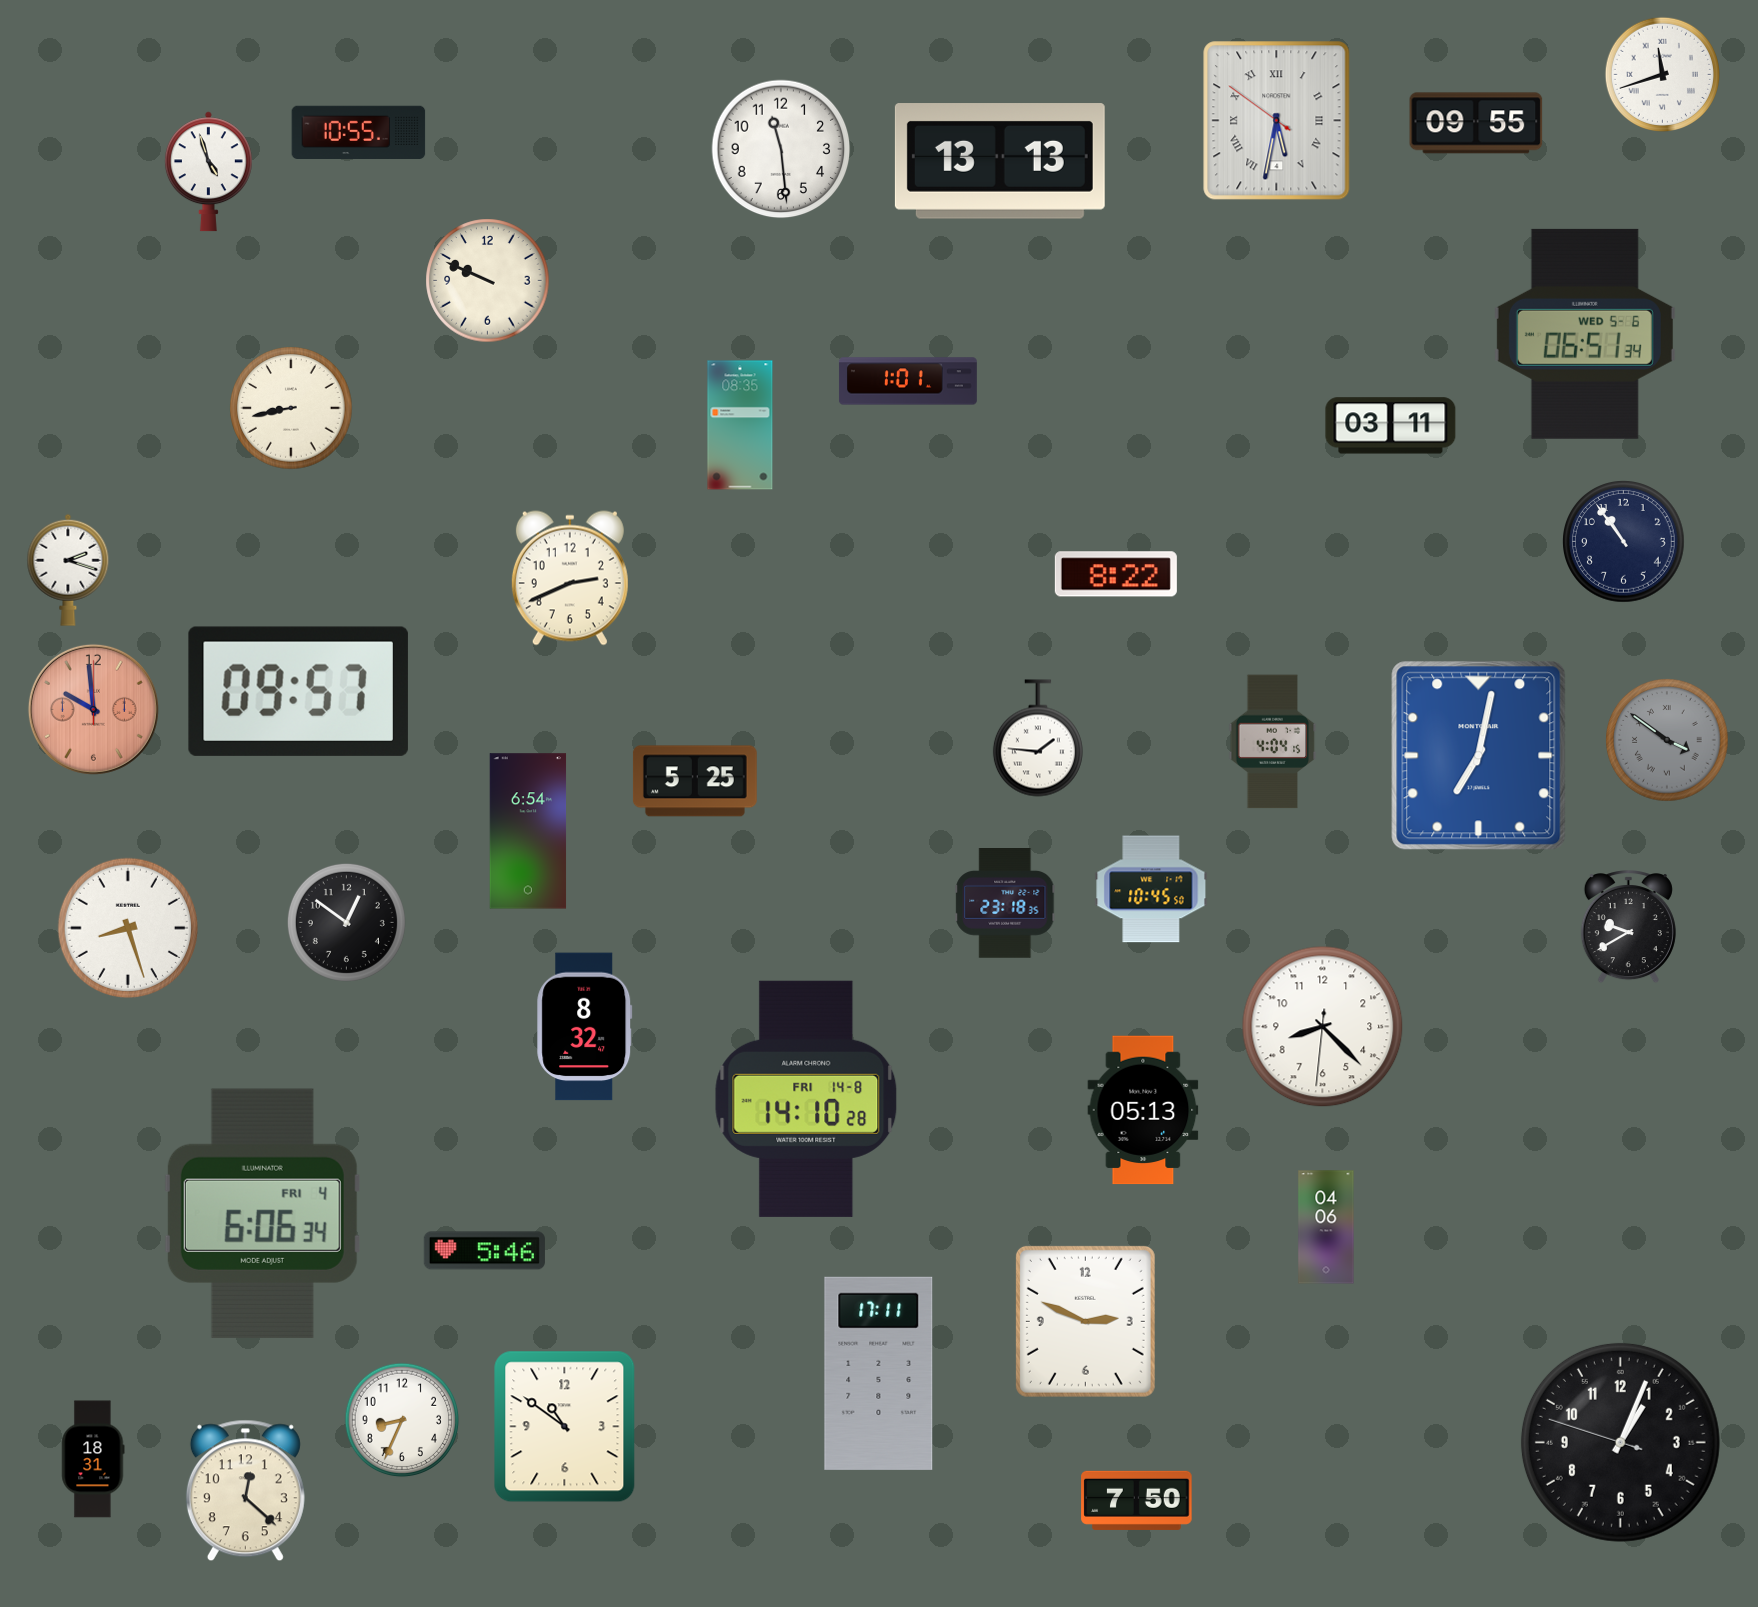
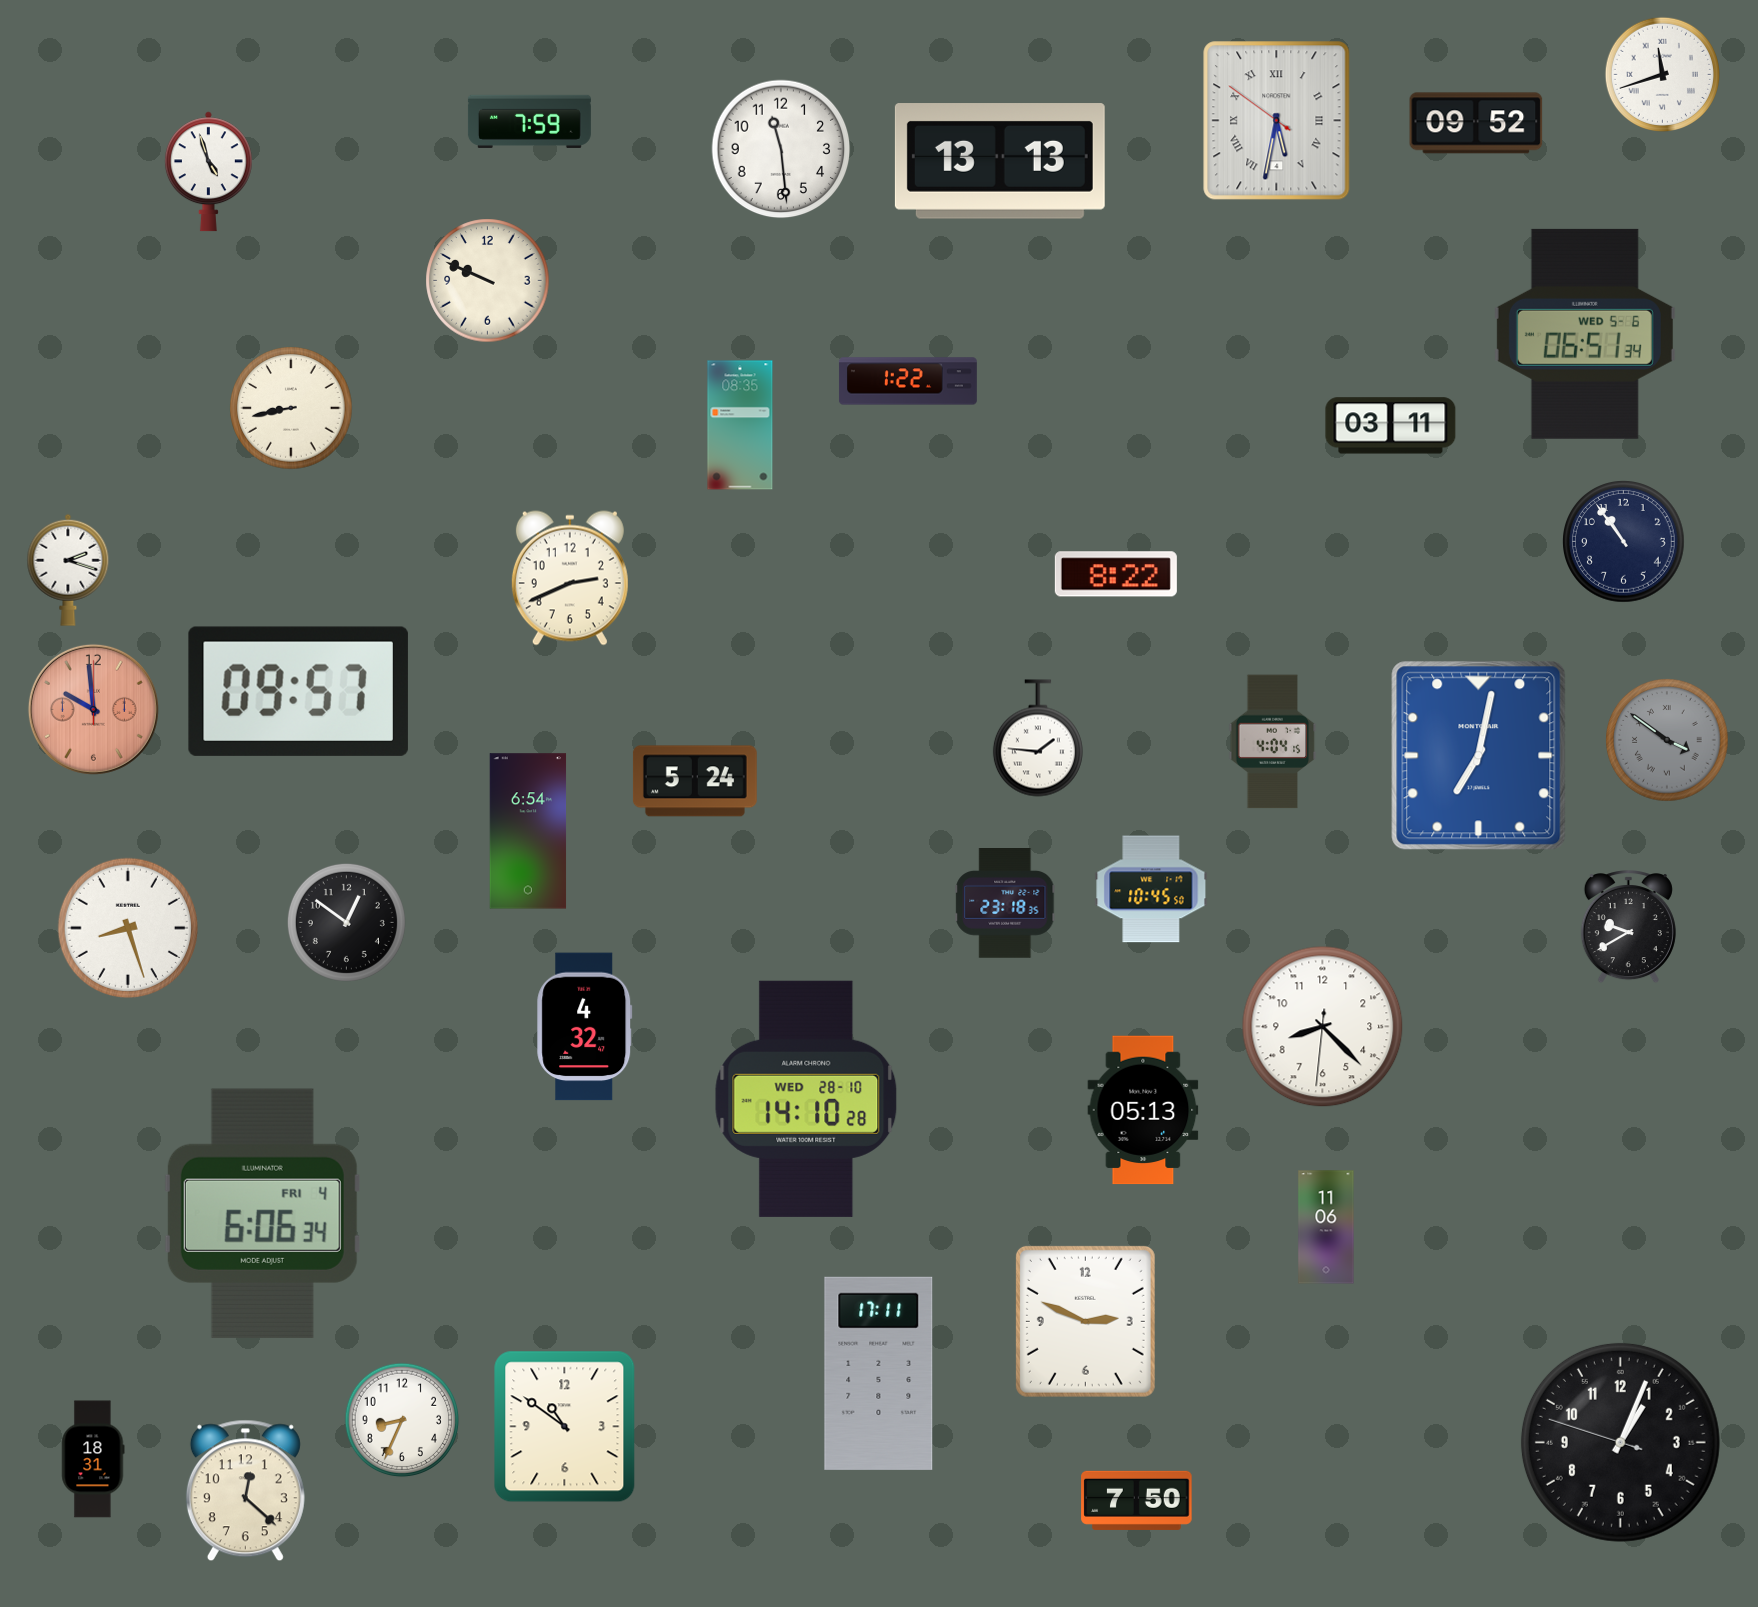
clock at (529, 121): none -> 7:59
clock at (1476, 123): 09:55 -> 09:52
clock at (359, 132): 10:55 -> none
clock at (908, 381): 1:01 -> 1:22
clock at (695, 781): 5:25 -> 5:24
clock at (585, 1027): 8:32 -> 4:32
clock at (806, 1099) date: FRI 14-8 -> WED 28-10
clock at (1326, 1227): 04:06 -> 11:06
clock at (484, 1251): 5:46 -> none
